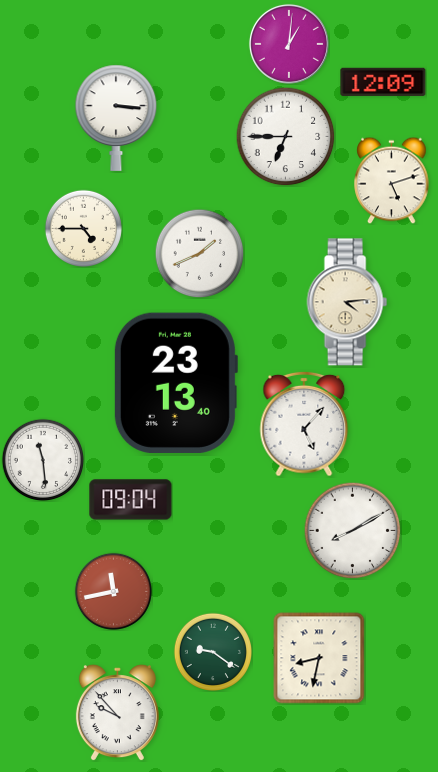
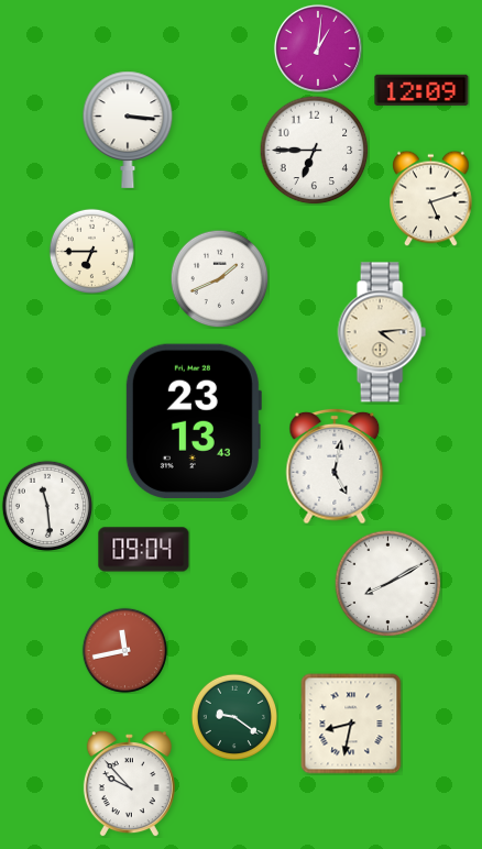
clock at (83, 228): 4:45 -> 6:45
clock at (175, 383): 23:13:40 -> 23:13:43
clock at (304, 424): 5:07 -> 5:02
